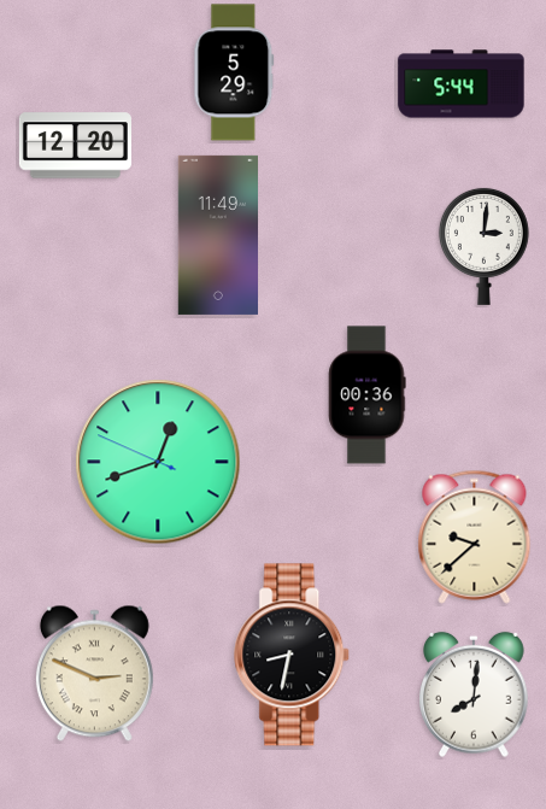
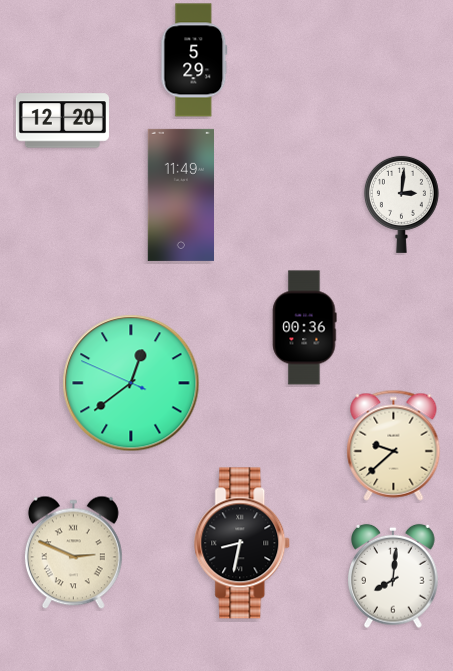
clock at (462, 84): 5:44 -> none
clock at (158, 462): 12:41 -> 12:38
clock at (94, 674) position: (94, 674) -> (73, 553)
